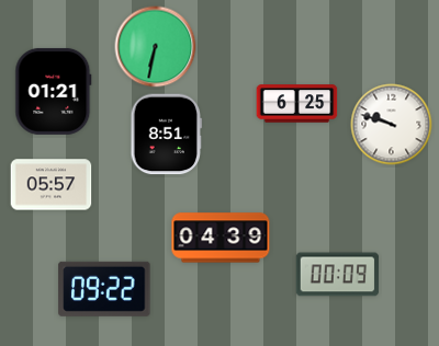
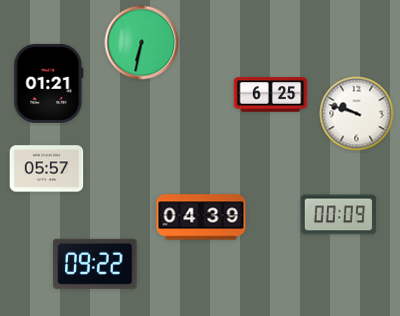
clock at (167, 135): 8:51 -> none
clock at (338, 275) position: (338, 275) -> (339, 215)
